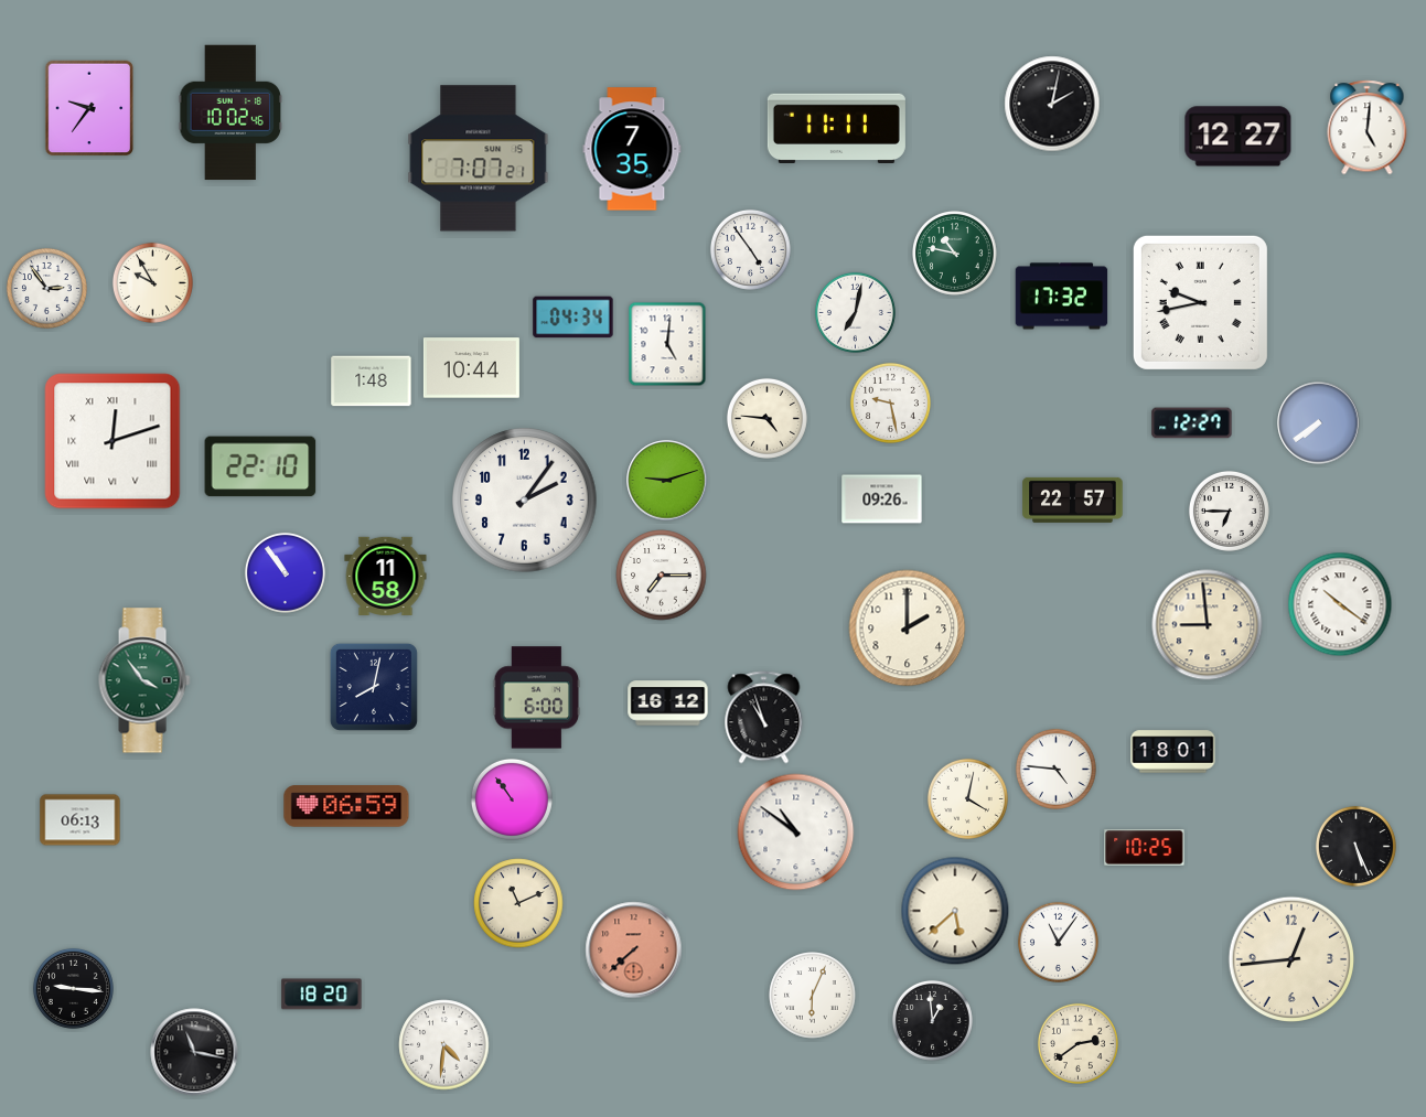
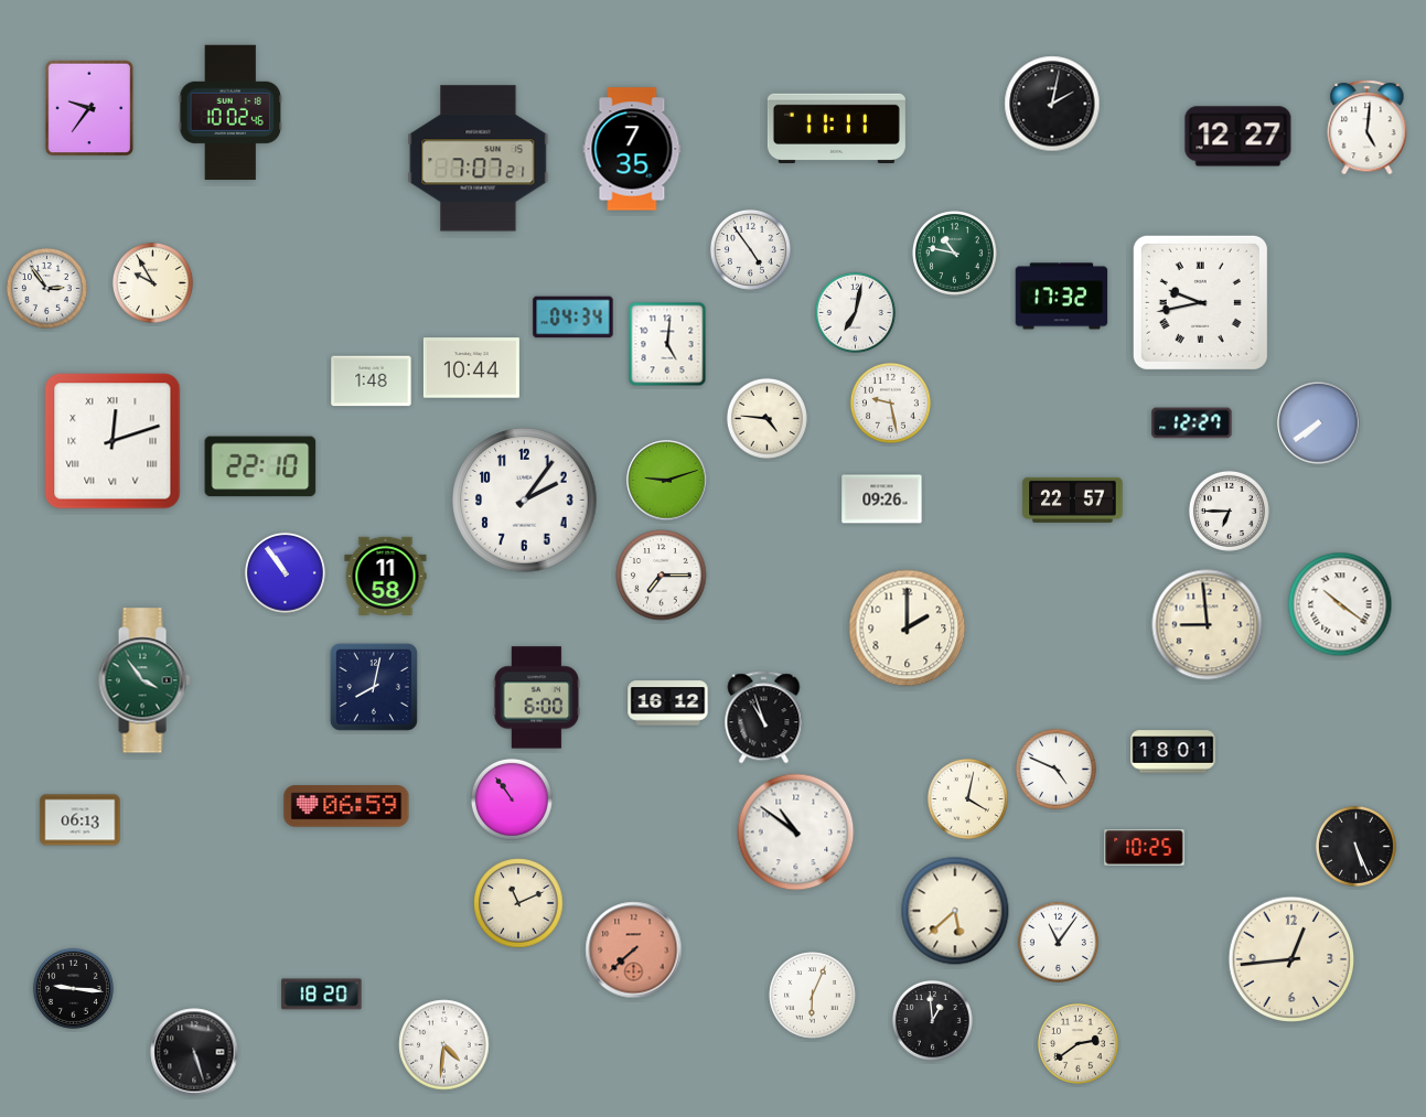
clock at (1055, 769): 4:46 -> 4:49
clock at (194, 1052): 11:17 -> 5:27
